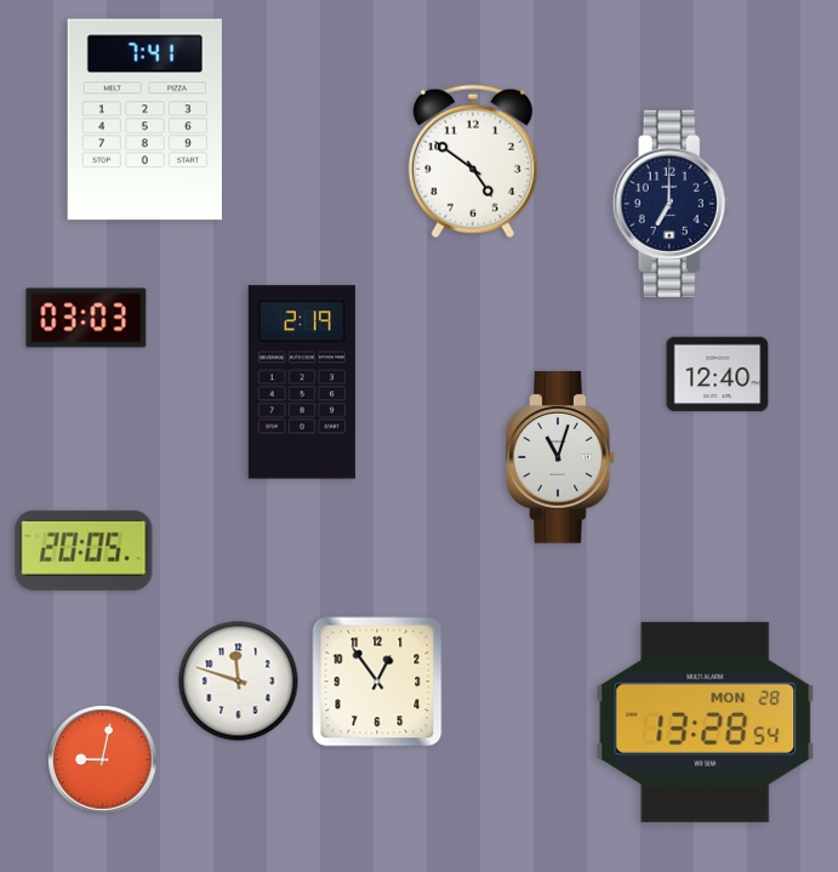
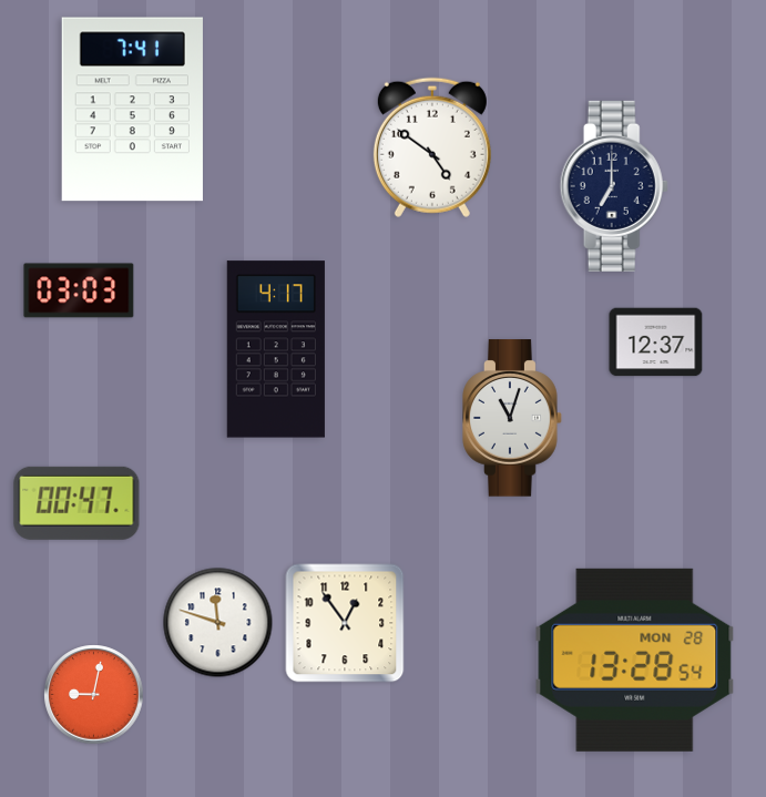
clock at (718, 375): 12:40 -> 12:37
clock at (302, 382): 2:19 -> 4:17
clock at (84, 551): 20:05 -> 00:47
clock at (706, 722) position: (706, 722) -> (635, 660)
